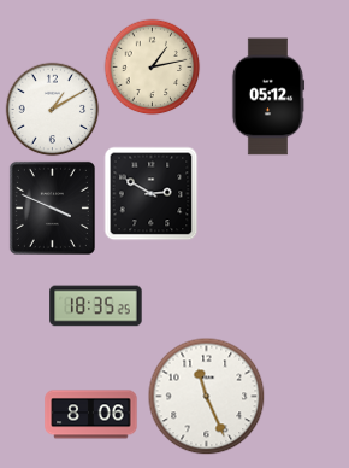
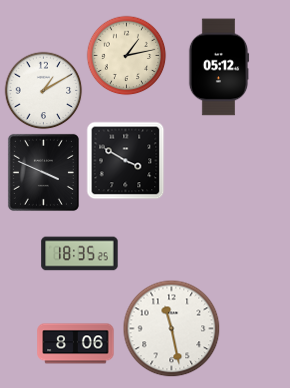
clock at (268, 96) position: (268, 96) -> (219, 67)
clock at (150, 193): 2:50 -> 3:50
clock at (206, 396): 11:26 -> 11:28
